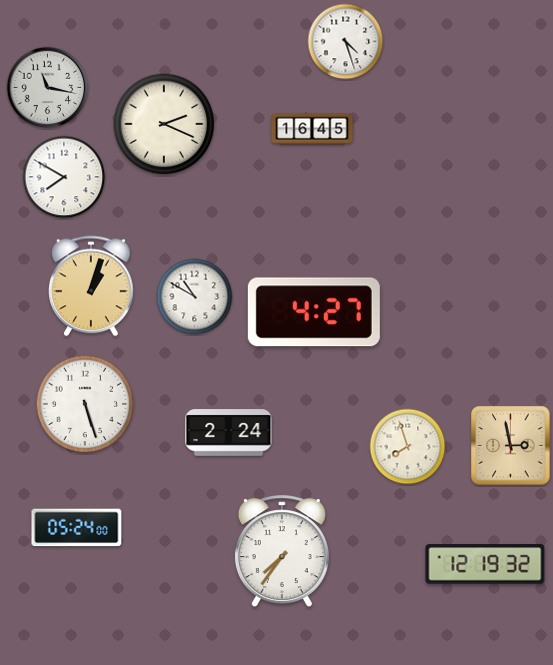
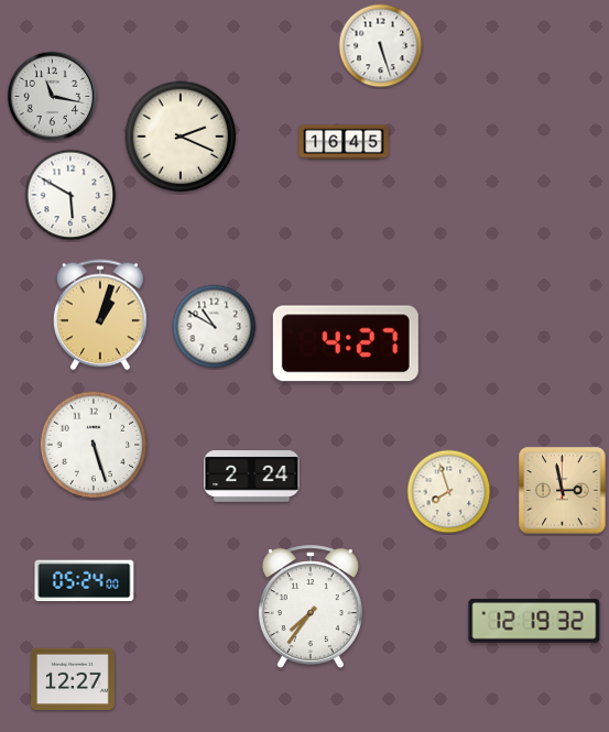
clock at (346, 42): 4:27 -> 5:27
clock at (64, 177): 7:50 -> 5:50
clock at (74, 679): none -> 12:27
